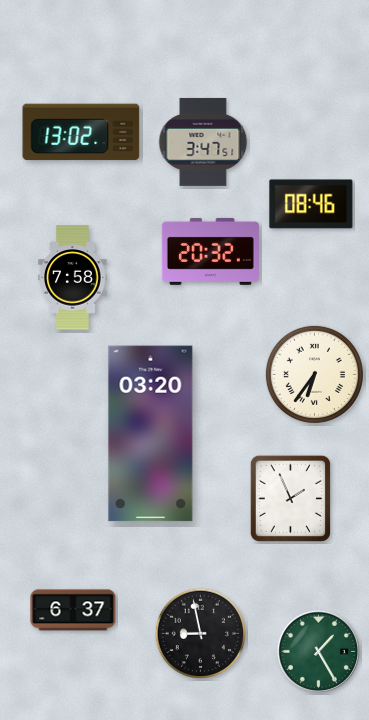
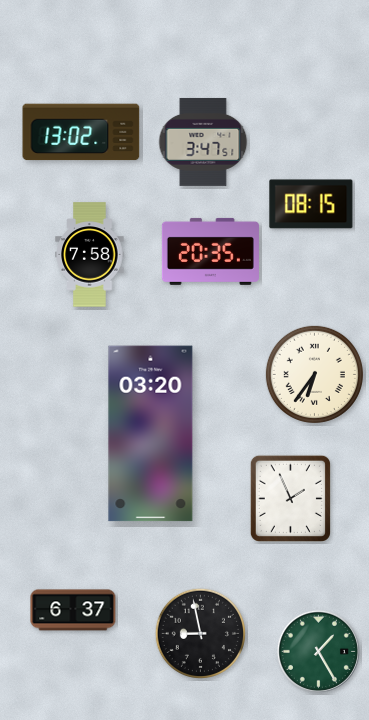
clock at (311, 204): 08:46 -> 08:15
clock at (210, 251): 20:32 -> 20:35
clock at (73, 278) position: (73, 278) -> (90, 255)
